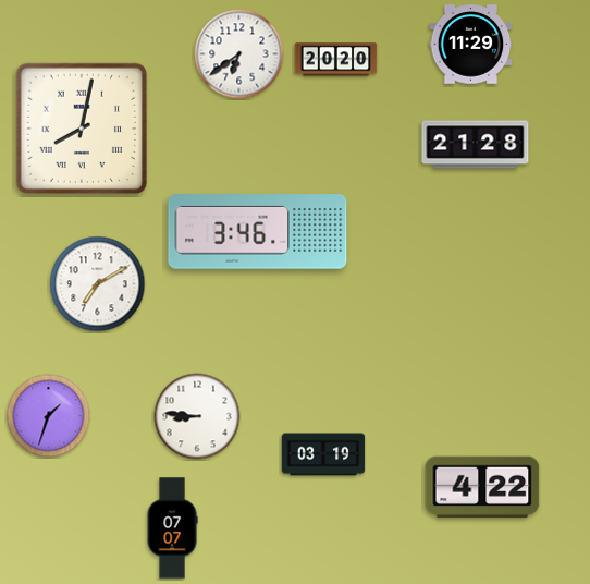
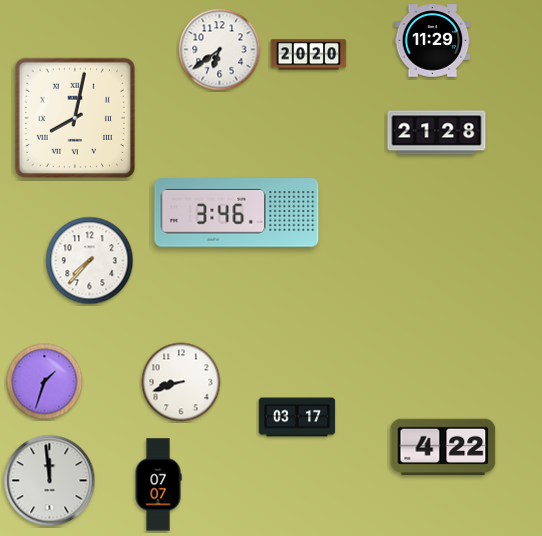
clock at (98, 284): 7:10 -> 7:37
clock at (197, 416): 8:46 -> 8:42
clock at (323, 454): 03:19 -> 03:17
clock at (50, 481): none -> 11:59
